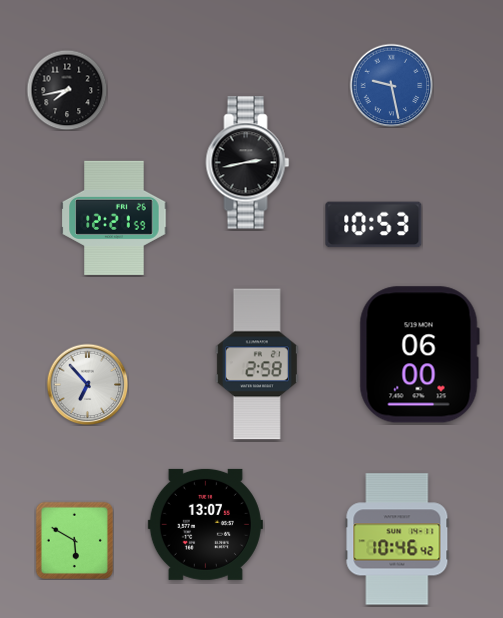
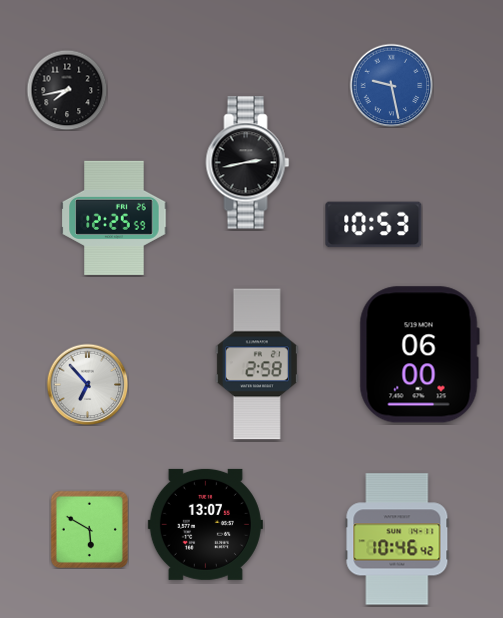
clock at (114, 218): 12:21 -> 12:25
clock at (74, 540) position: (74, 540) -> (89, 529)
